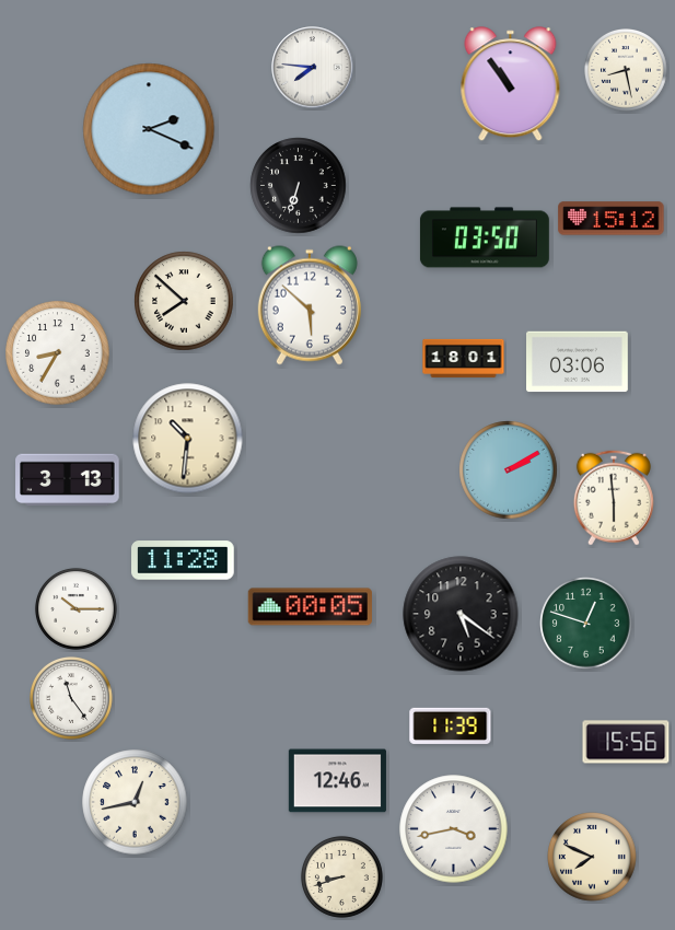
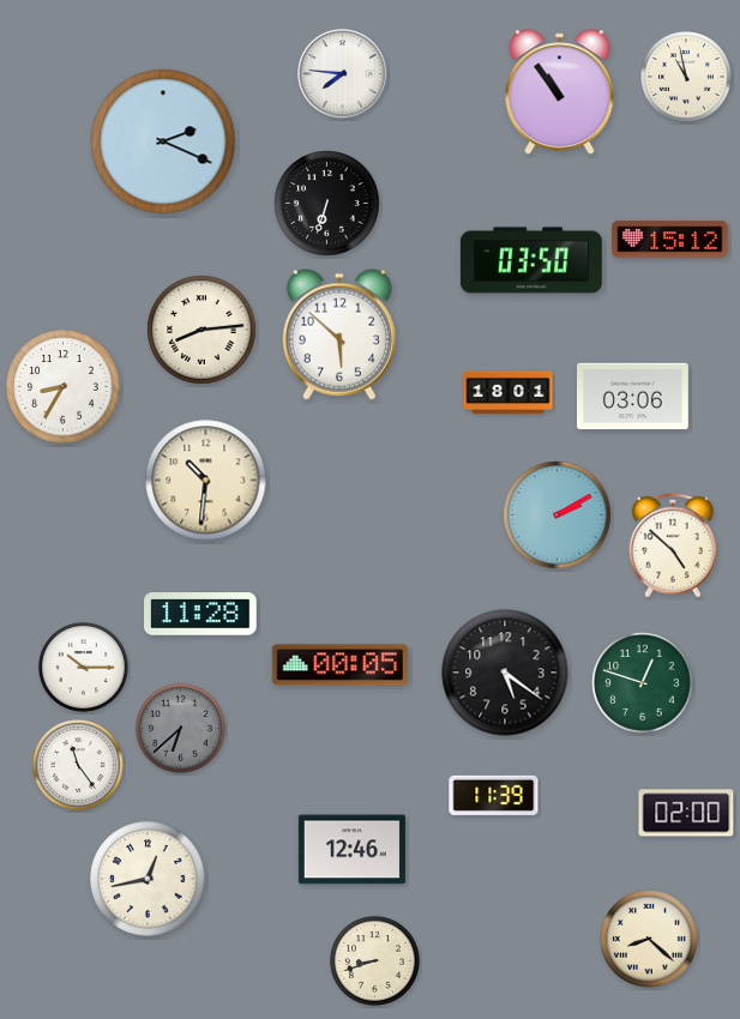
clock at (627, 71): 8:28 -> 10:58
clock at (184, 301): 7:52 -> 8:14
clock at (68, 480): 3:13 -> none
clock at (614, 498): 5:59 -> 4:52
clock at (180, 729): none -> 6:38
clock at (626, 742): 15:56 -> 02:00
clock at (337, 781) position: (337, 781) -> (351, 850)
clock at (454, 829): 3:43 -> none
clock at (592, 857): 7:49 -> 8:22
